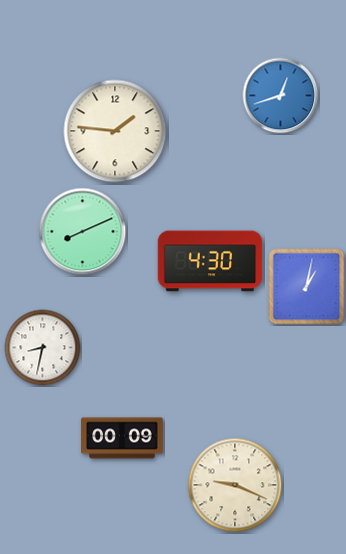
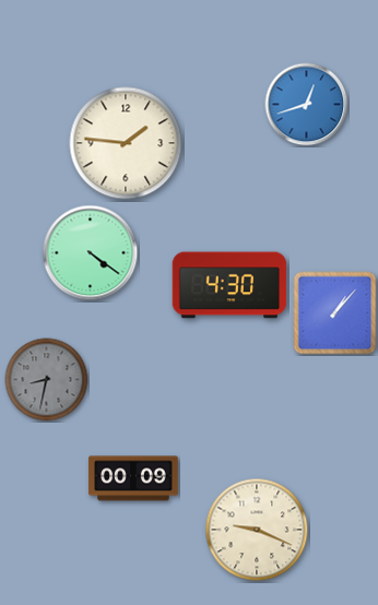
clock at (83, 232): 8:11 -> 4:21
clock at (307, 287): 1:02 -> 1:07
clock at (43, 348) dial: white -> grey
